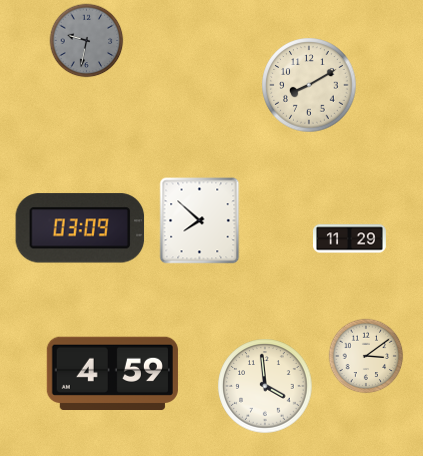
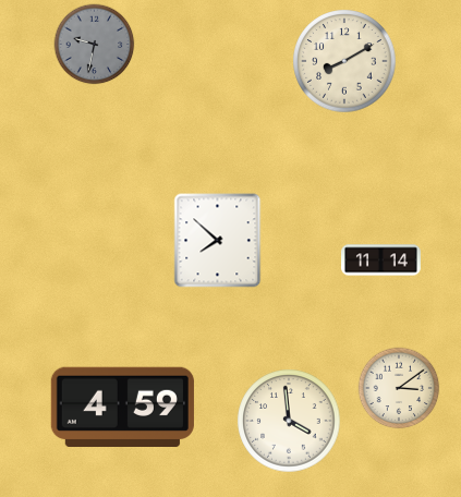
clock at (309, 85) position: (309, 85) -> (344, 61)
clock at (80, 228): 03:09 -> none
clock at (350, 239): 11:29 -> 11:14
